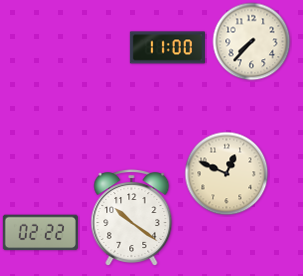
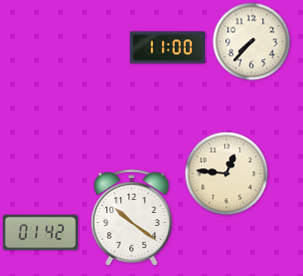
clock at (227, 174): 12:49 -> 12:46
clock at (40, 233): 02:22 -> 01:42
